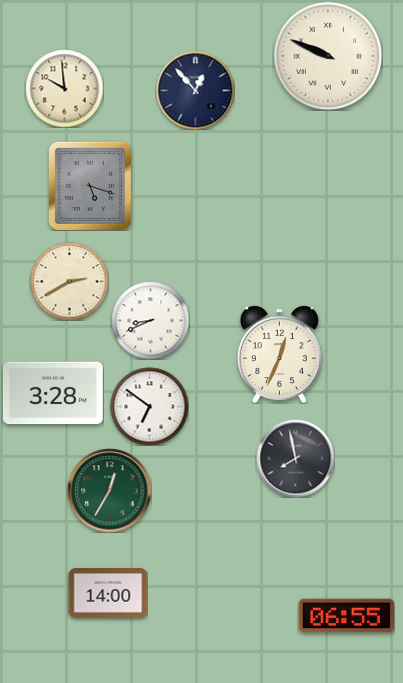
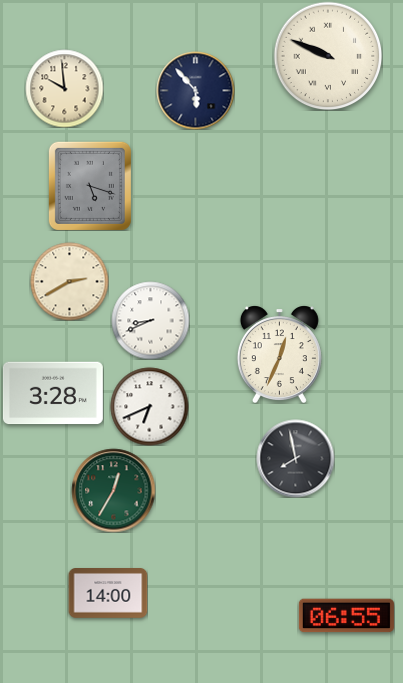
clock at (195, 90): 12:53 -> 5:53
clock at (149, 406): 6:51 -> 6:41
clock at (109, 490) position: (109, 490) -> (113, 490)
